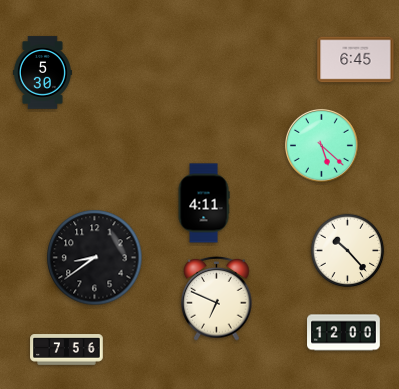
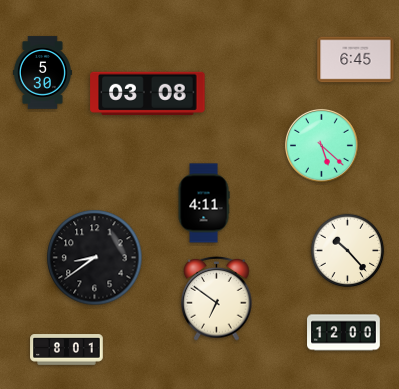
clock at (148, 93): none -> 03:08
clock at (217, 299): 6:49 -> 6:51
clock at (67, 350): 7:56 -> 8:01
